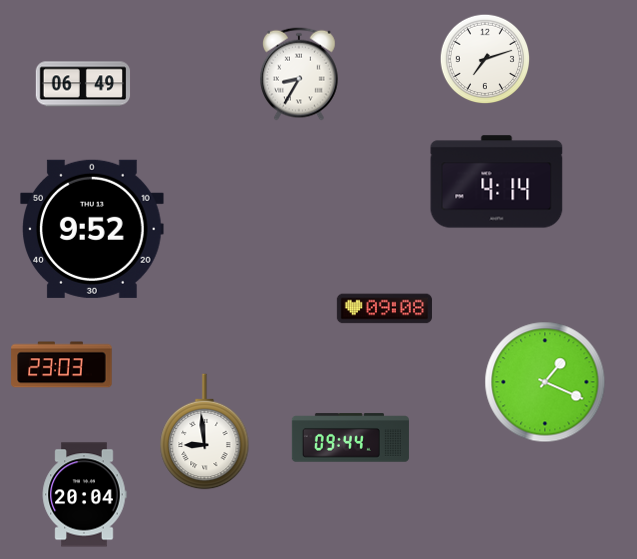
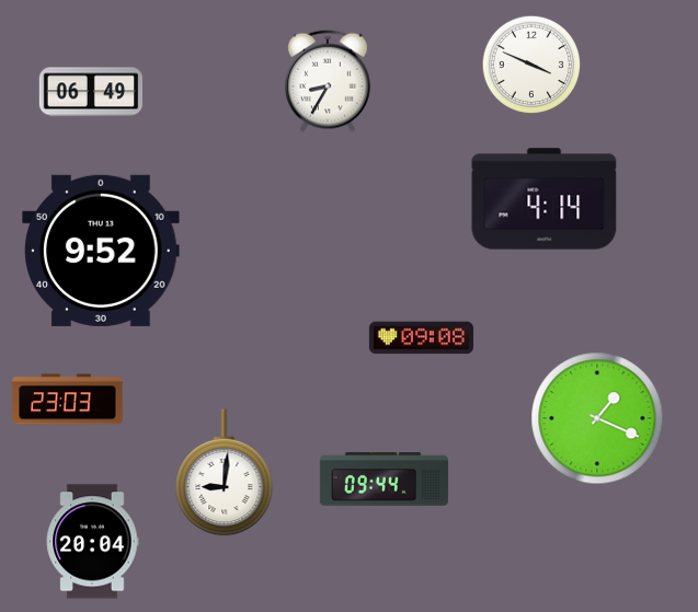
clock at (485, 59): 7:12 -> 3:49
clock at (205, 432): 8:59 -> 9:01
